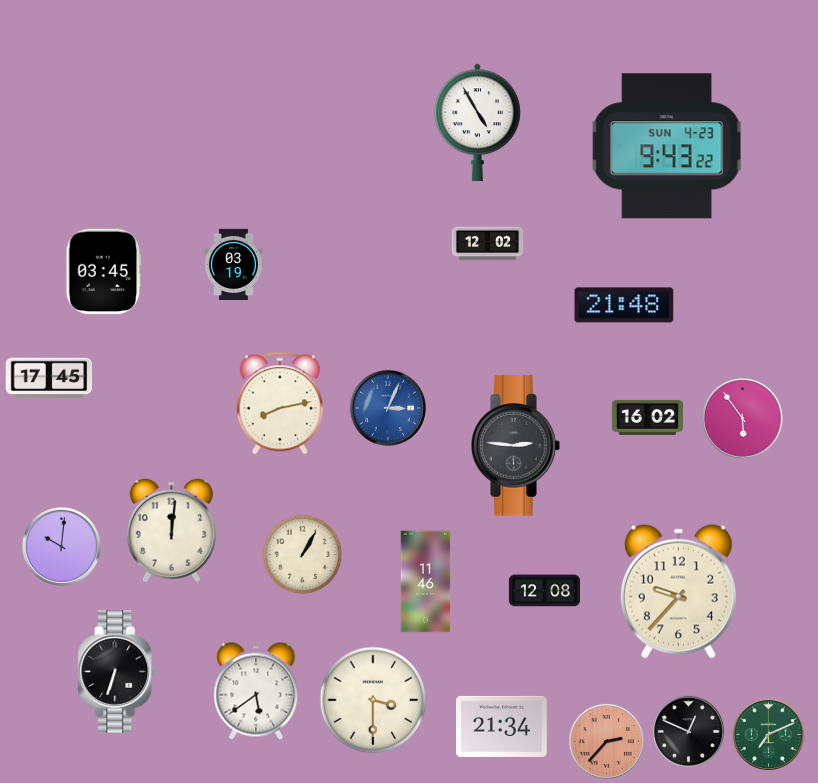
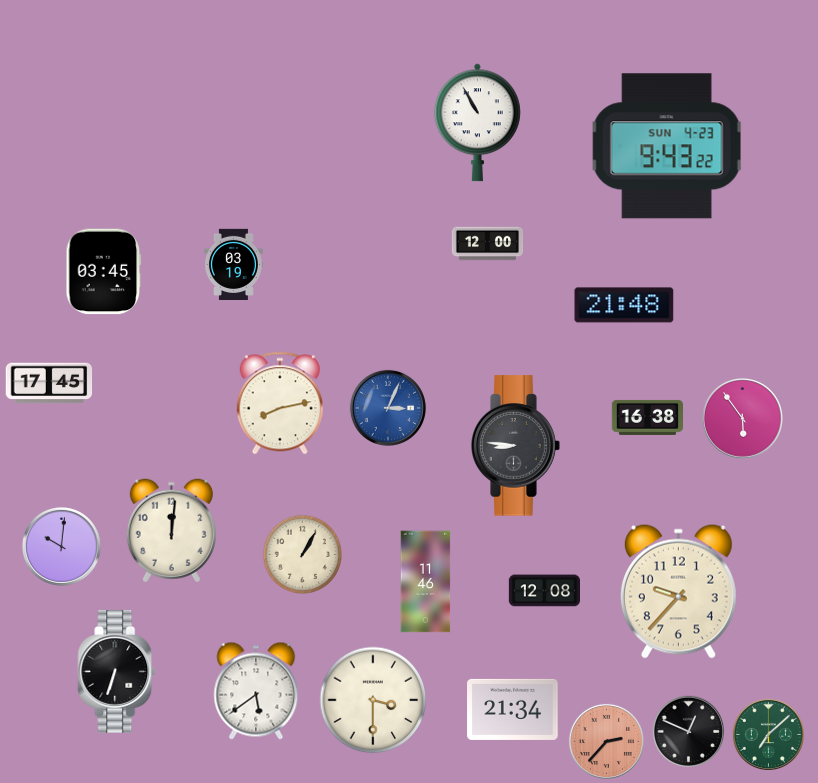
clock at (477, 123): 4:55 -> 10:55
clock at (488, 244): 12:02 -> 12:00
clock at (49, 378) position: (49, 378) -> (49, 383)
clock at (647, 417): 16:02 -> 16:38
clock at (516, 446): 2:46 -> 8:46
clock at (502, 726) position: (502, 726) -> (513, 709)
clock at (768, 734): 7:11 -> 7:08
